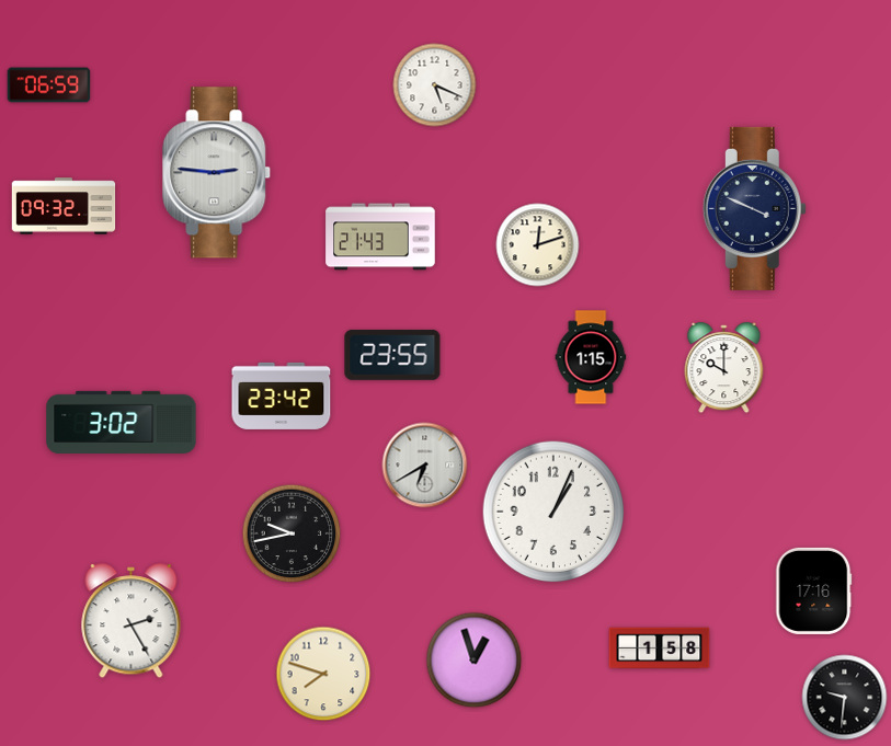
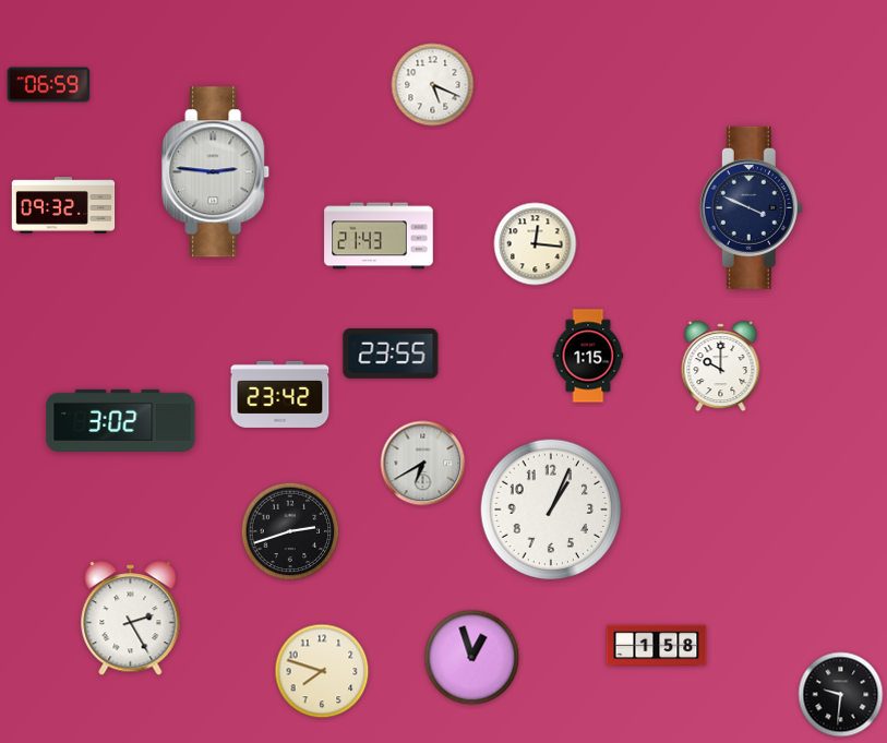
clock at (538, 245): 12:12 -> 12:16
clock at (292, 533): 9:43 -> 2:42
clock at (814, 590): 17:16 -> none
